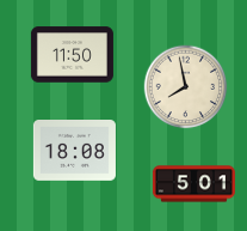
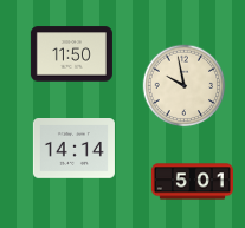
clock at (186, 87): 7:58 -> 9:58
clock at (74, 151): 18:08 -> 14:14
